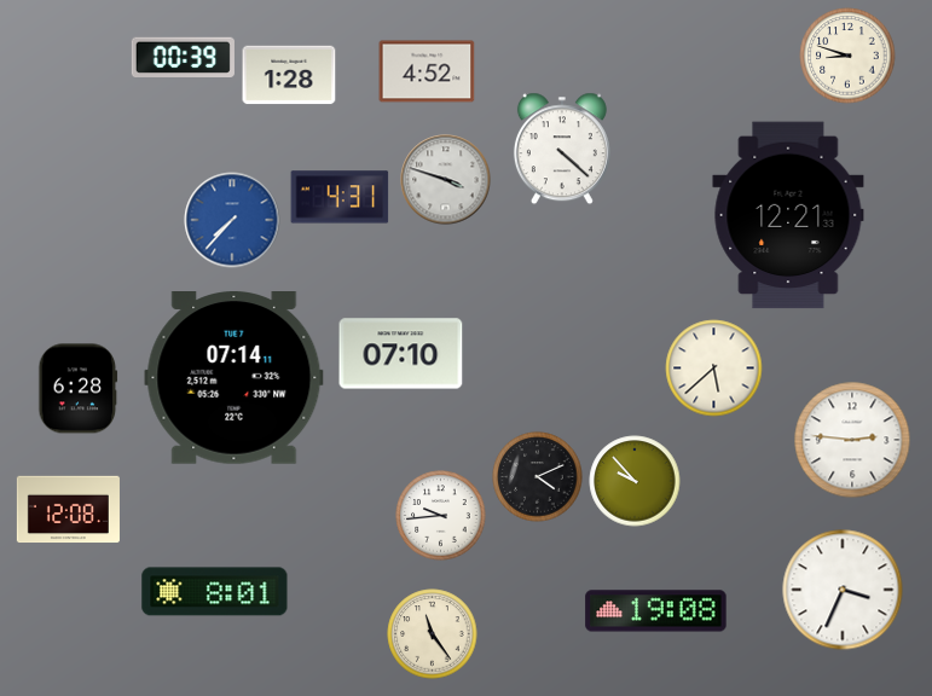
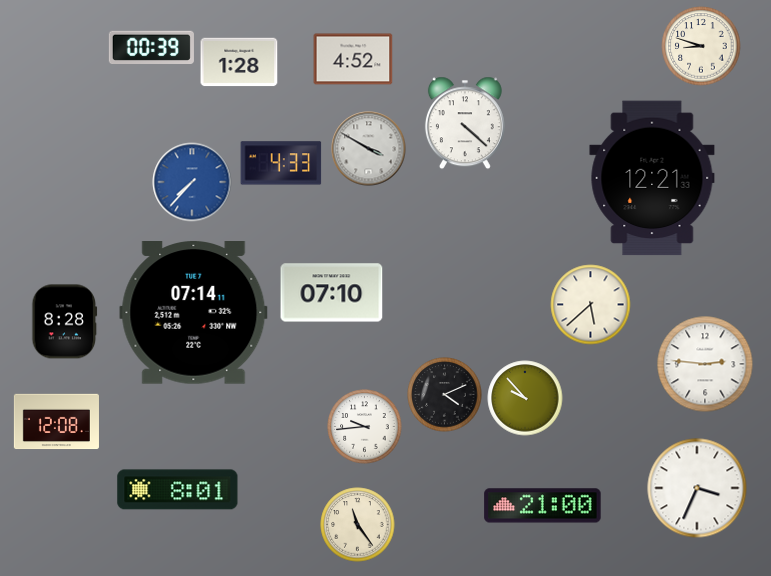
clock at (446, 180): 3:48 -> 3:50
clock at (340, 197): 4:31 -> 4:33
clock at (79, 389): 6:28 -> 8:28
clock at (656, 611): 19:08 -> 21:00
